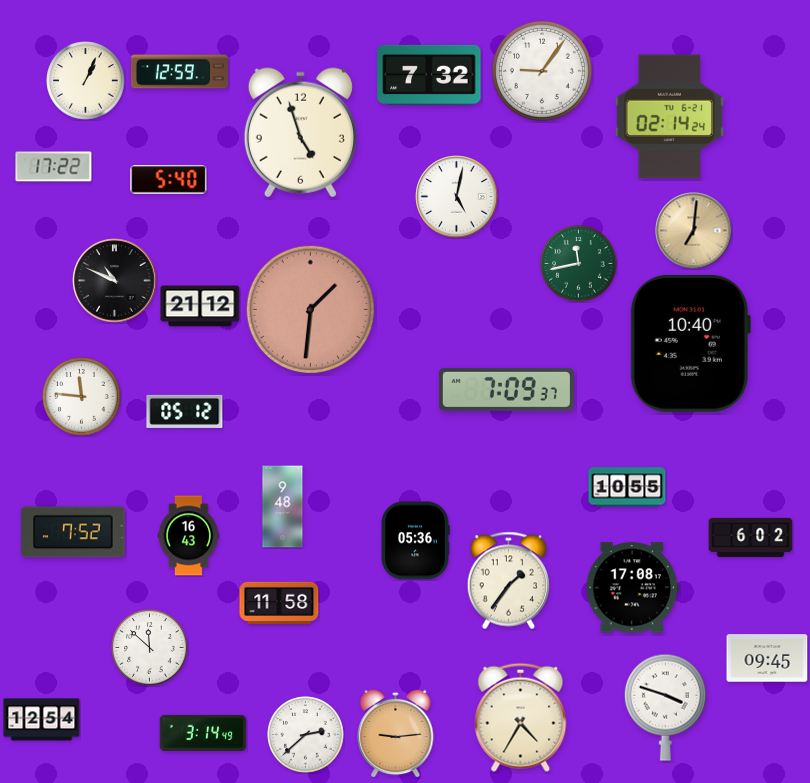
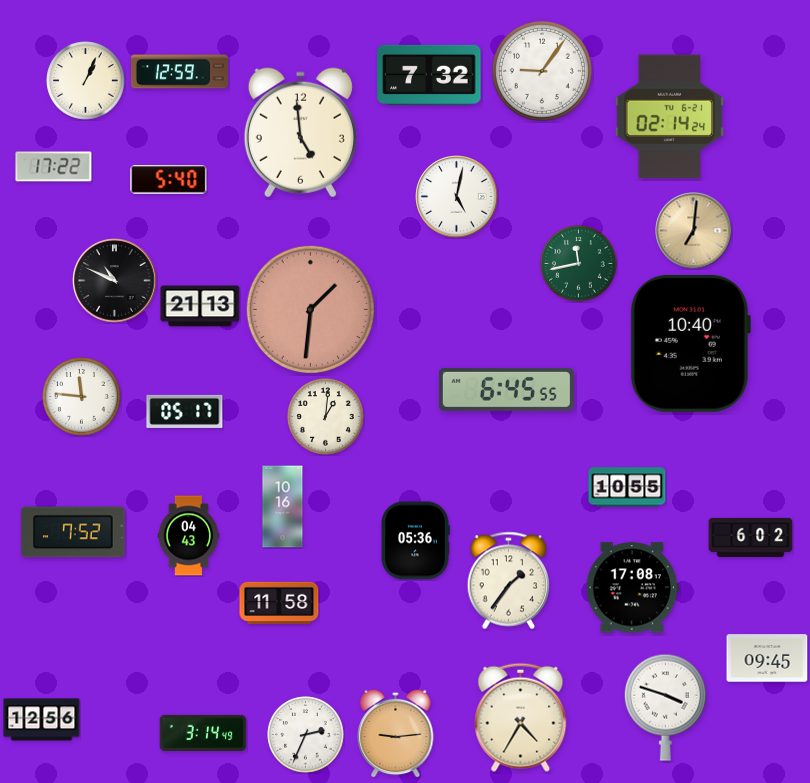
clock at (300, 133): 4:57 -> 4:59
clock at (200, 306): 21:12 -> 21:13
clock at (506, 389): 7:09 -> 6:45
clock at (185, 411): 05:12 -> 05:17
clock at (326, 417): none -> 1:01
clock at (283, 507): 9:48 -> 10:16
clock at (189, 536): 16:43 -> 04:43
clock at (150, 648): 11:52 -> none
clock at (42, 720): 12:54 -> 12:56
clock at (306, 735): 2:38 -> 2:34
